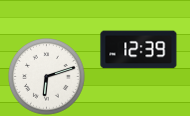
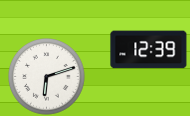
clock at (139, 50) position: (139, 50) -> (149, 50)
